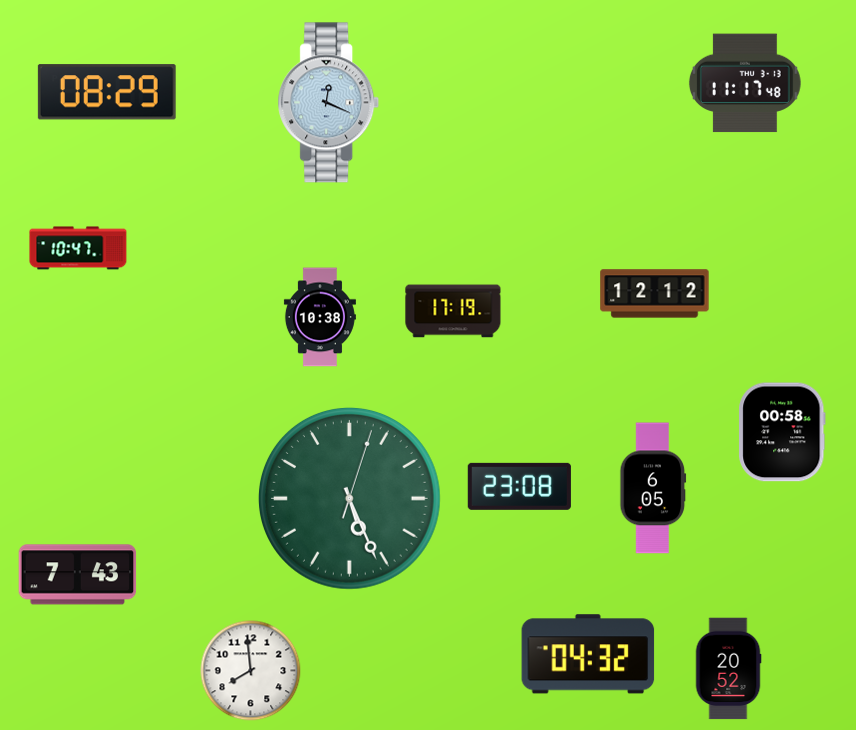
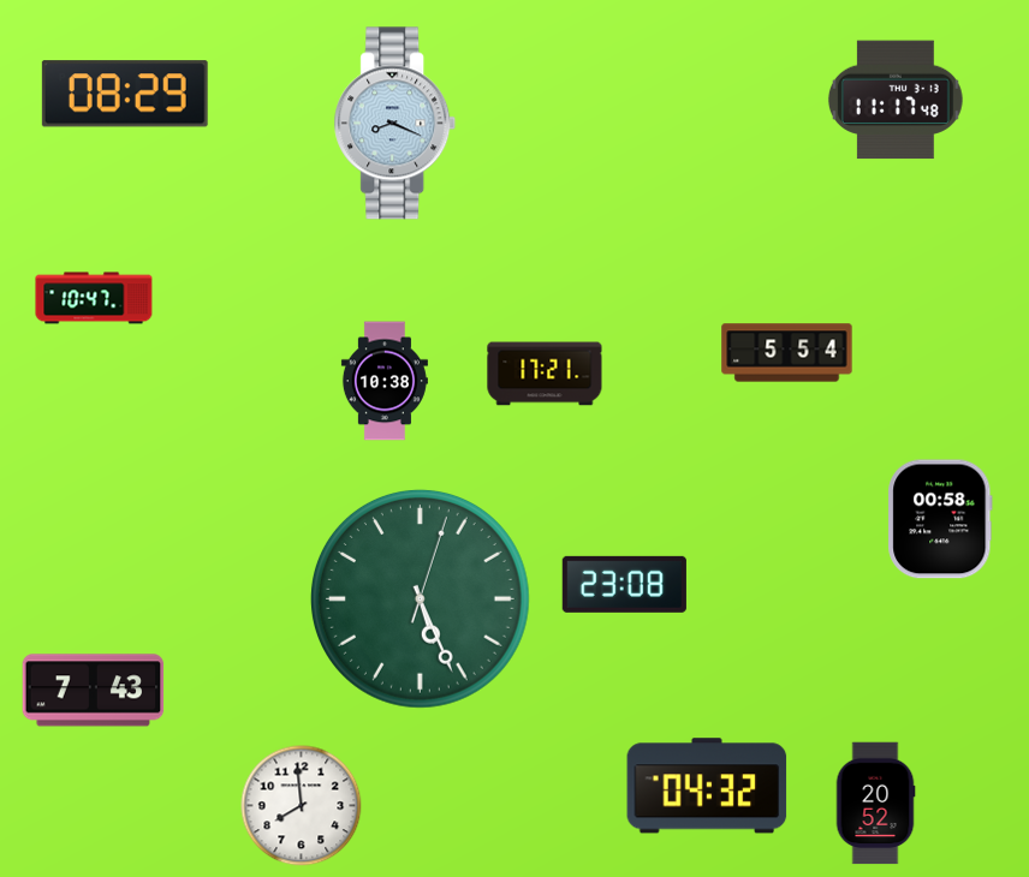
clock at (107, 92) position: (107, 92) -> (125, 94)
clock at (329, 103): 12:19 -> 8:19
clock at (655, 294): 12:12 -> 5:54
clock at (453, 311): 17:19 -> 17:21
clock at (653, 488): 6:05 -> none
